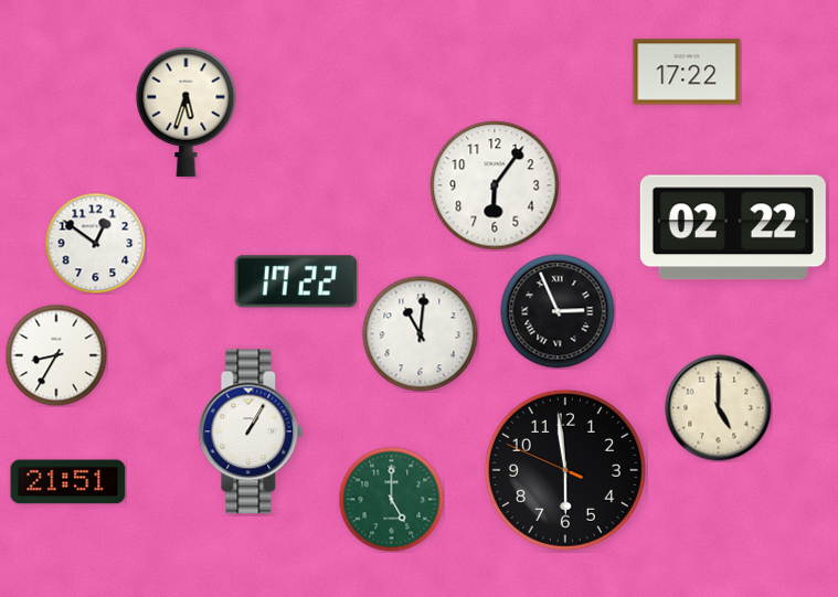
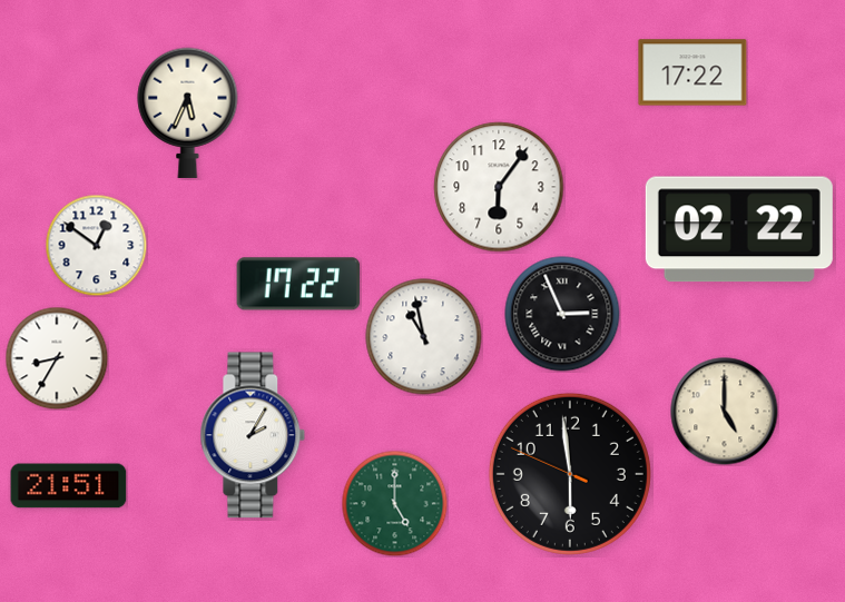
clock at (187, 111): 5:33 -> 5:34
clock at (421, 334): 11:01 -> 10:58
clock at (251, 431): 1:05 -> 2:05
